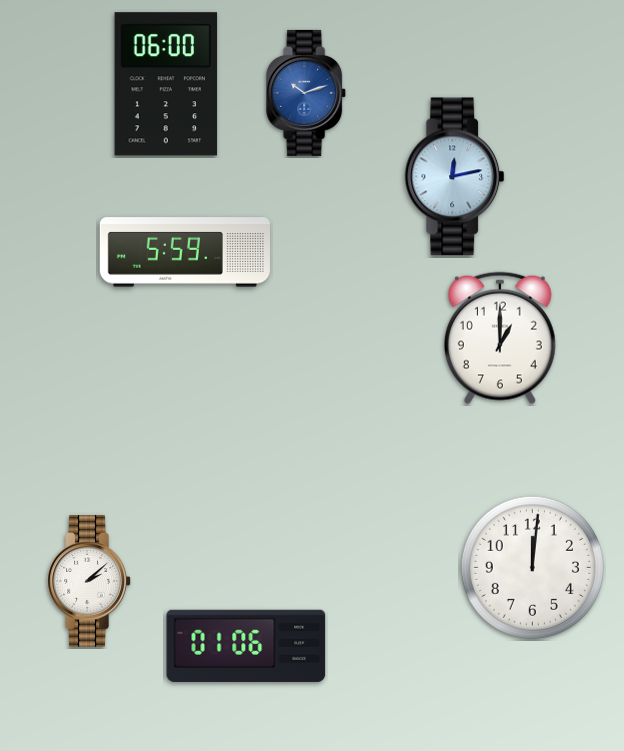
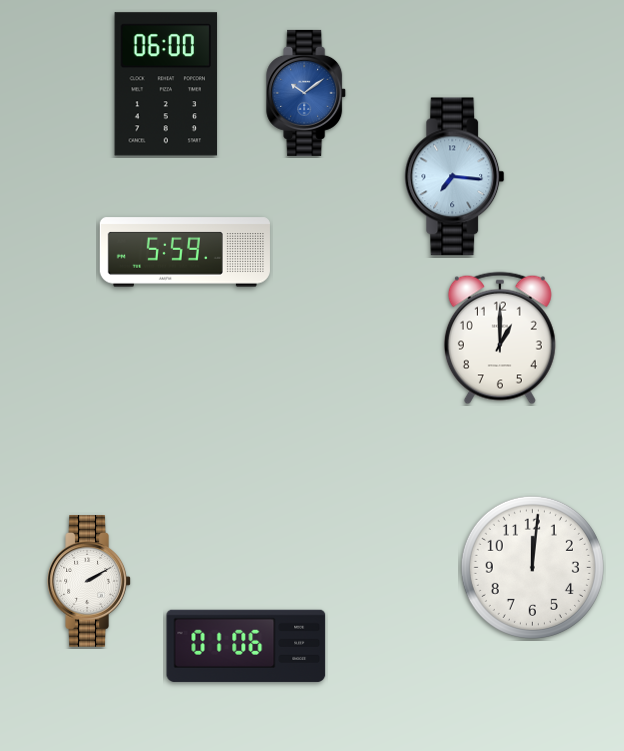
clock at (307, 93): 10:12 -> 10:09
clock at (455, 177): 12:13 -> 7:16
clock at (89, 581): 2:08 -> 2:10
